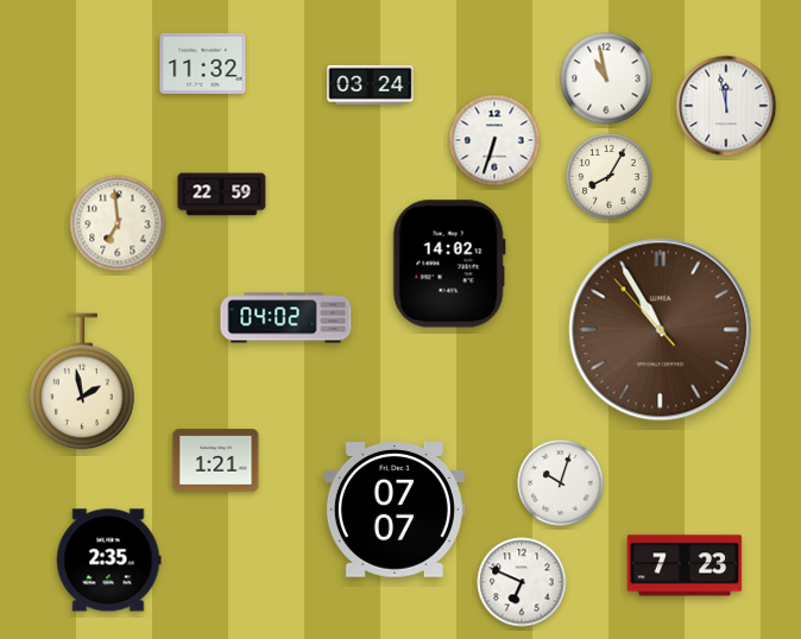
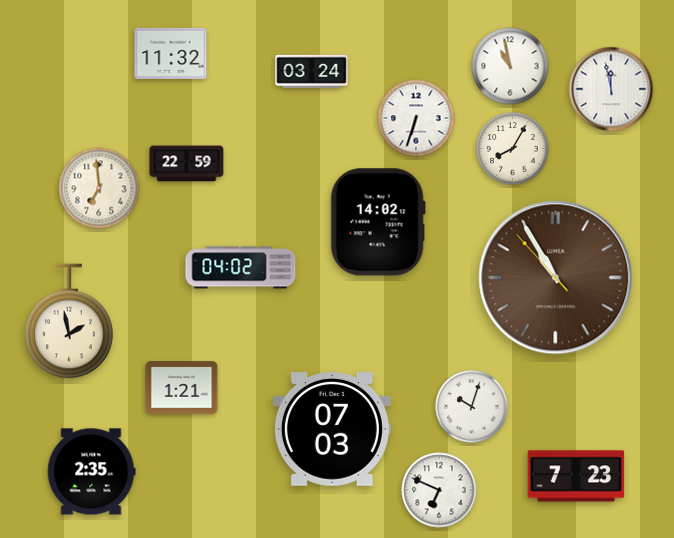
clock at (395, 511): 07:07 -> 07:03
